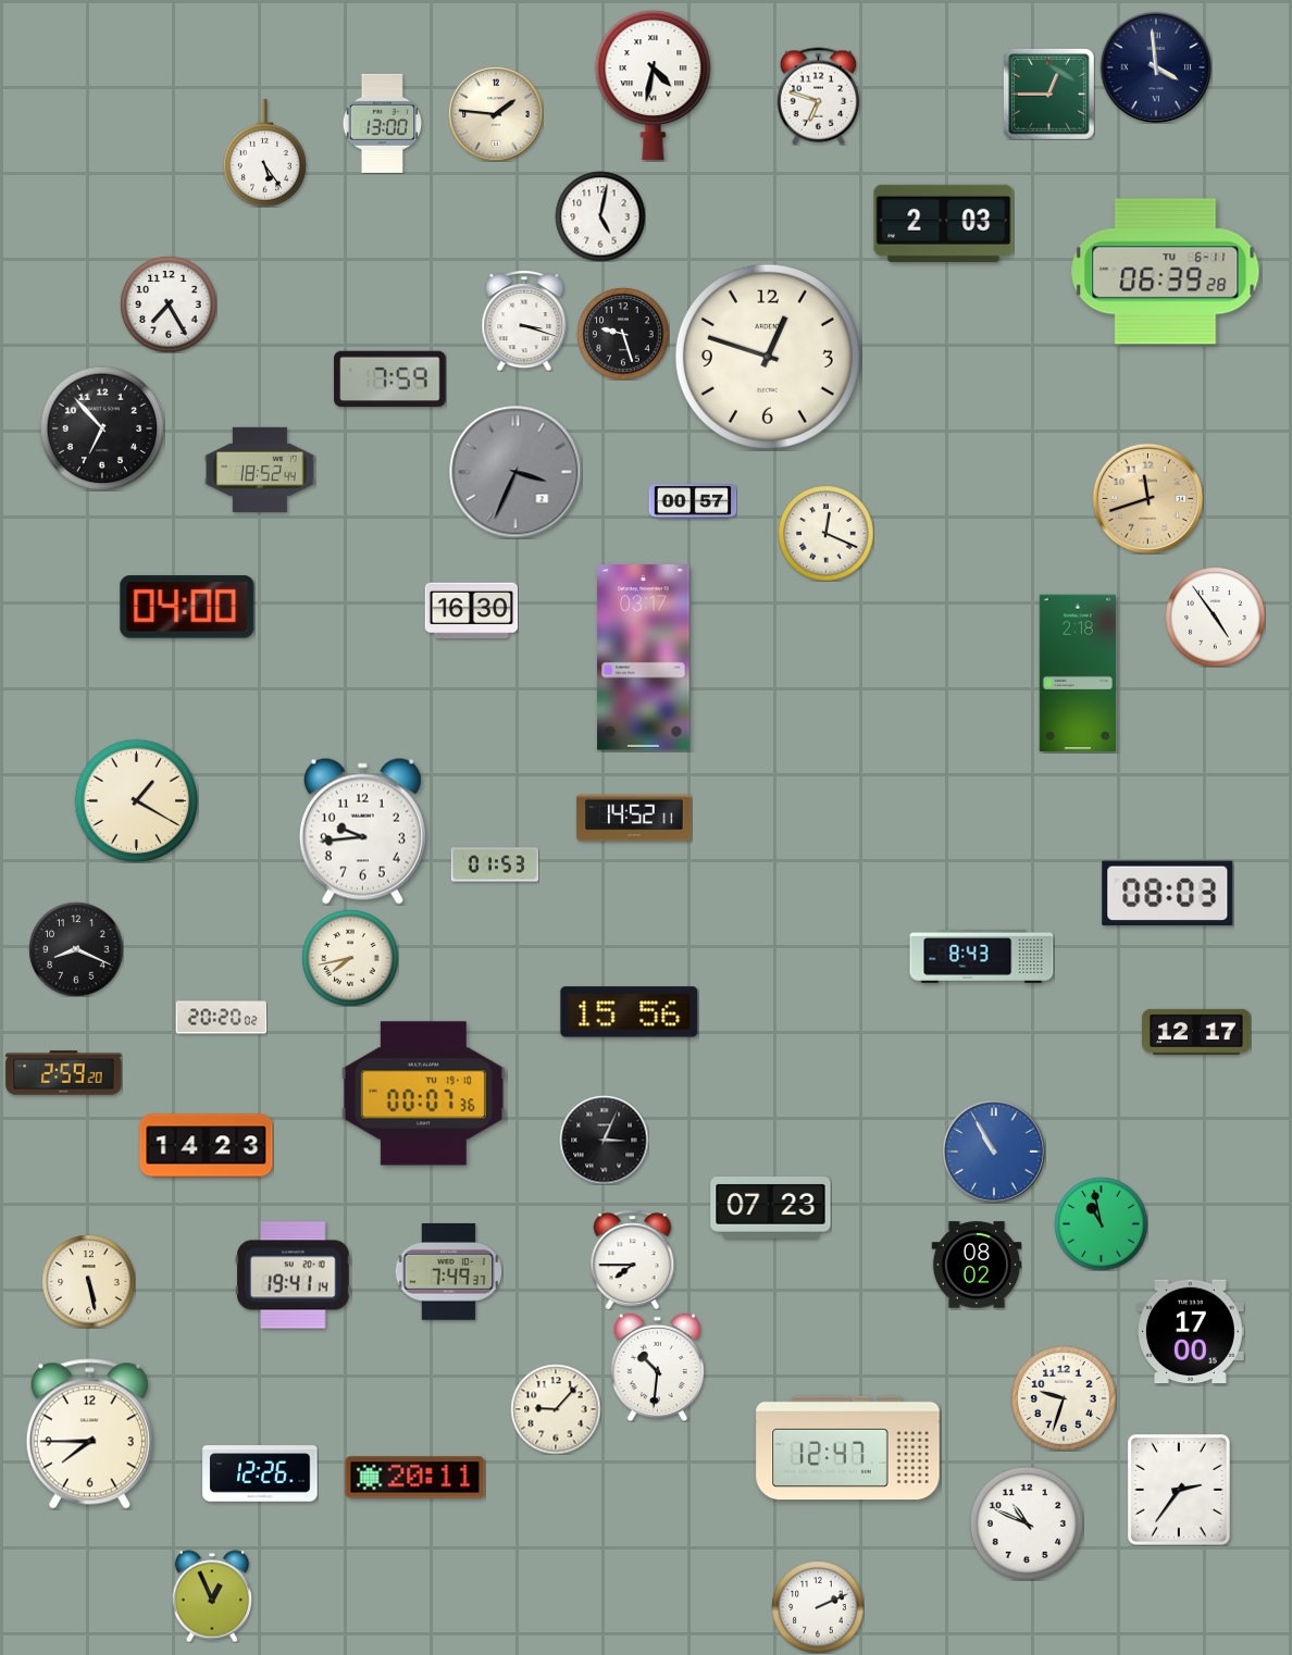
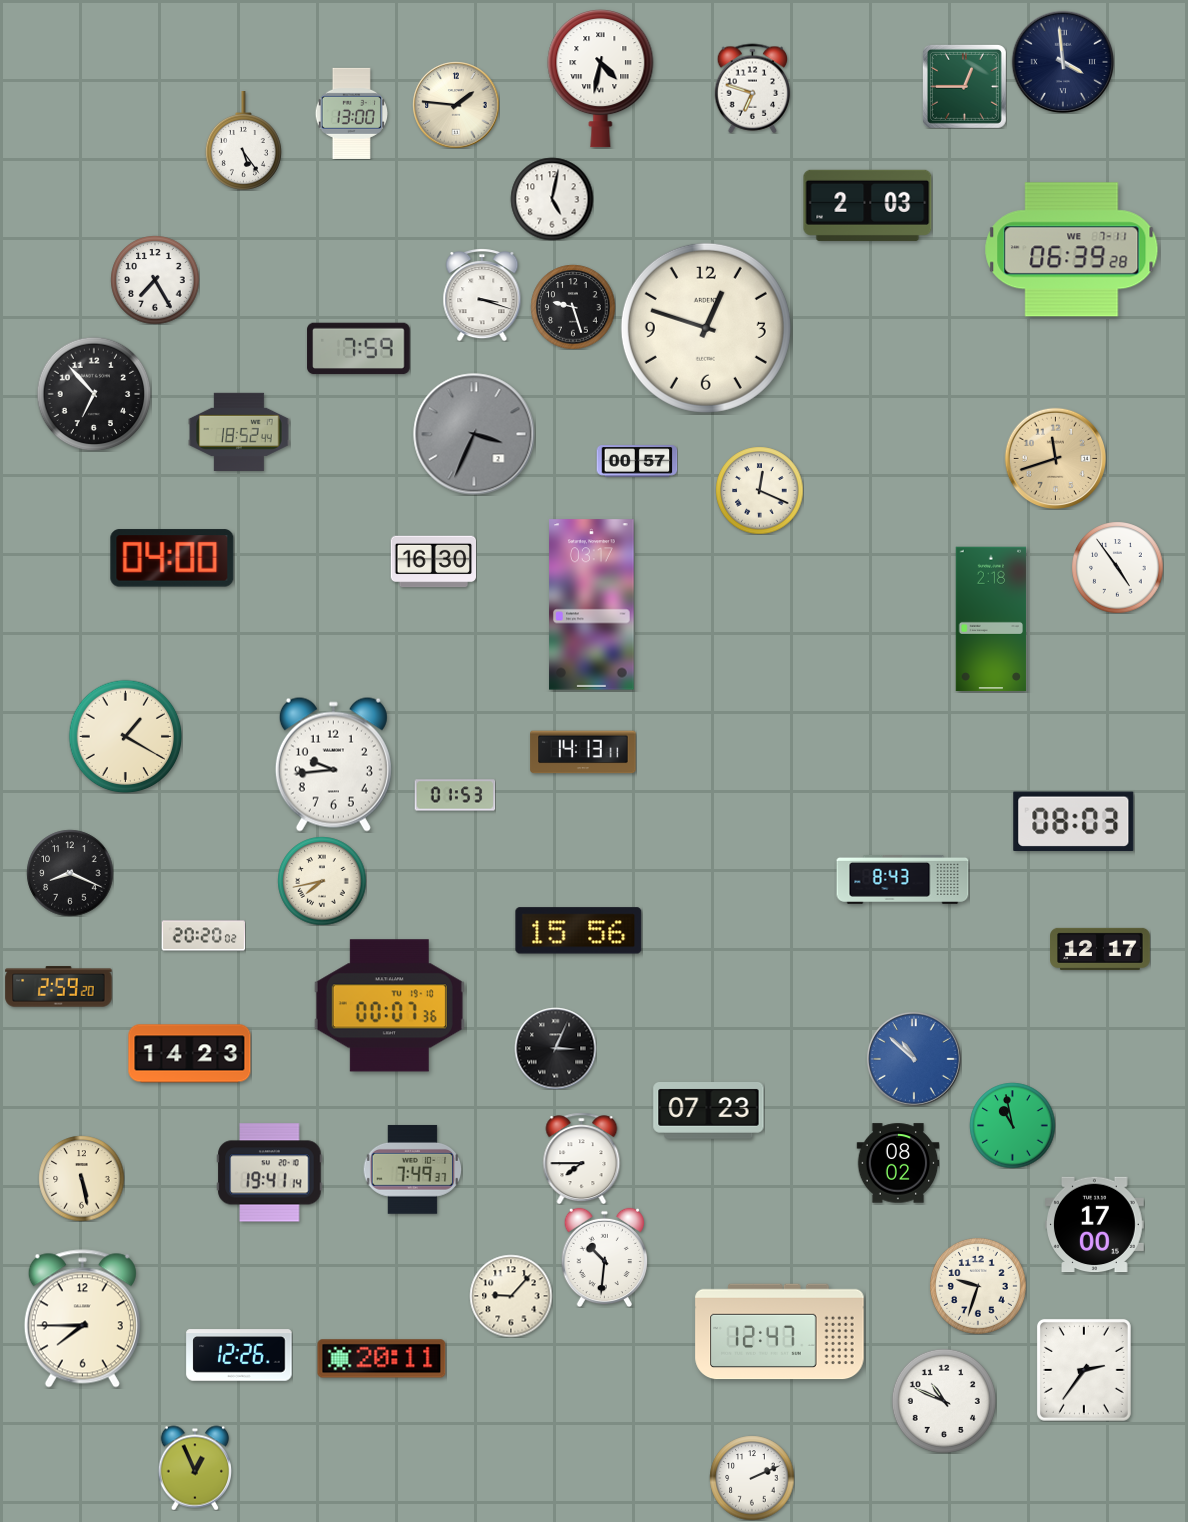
clock at (1166, 272) date: TU 6-11 -> WE 7-11
clock at (634, 818): 14:52 -> 14:13
clock at (994, 1152): 10:55 -> 10:52
